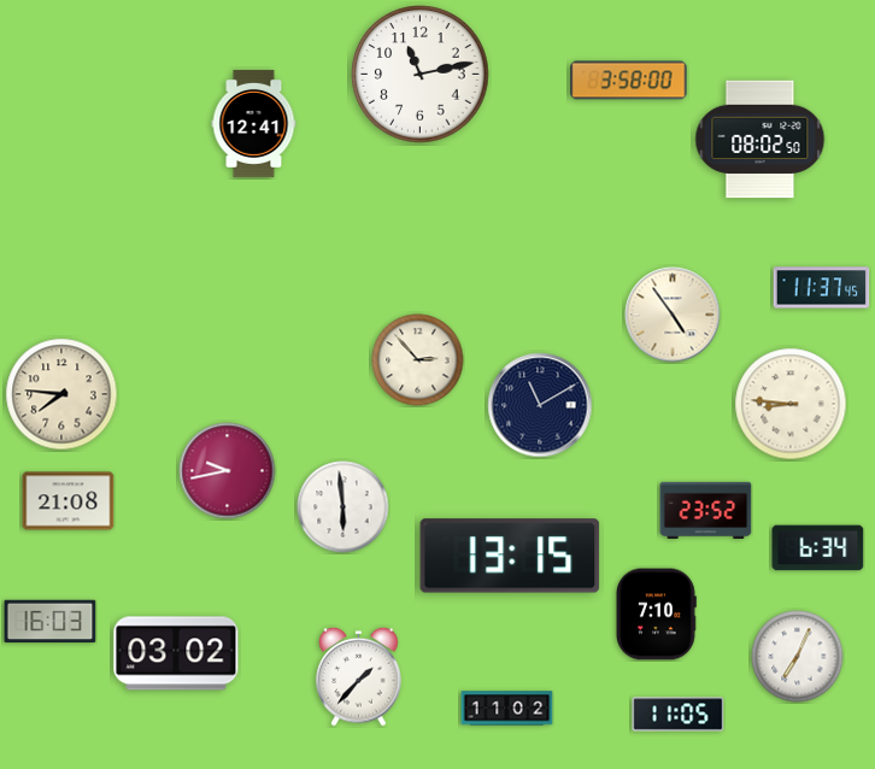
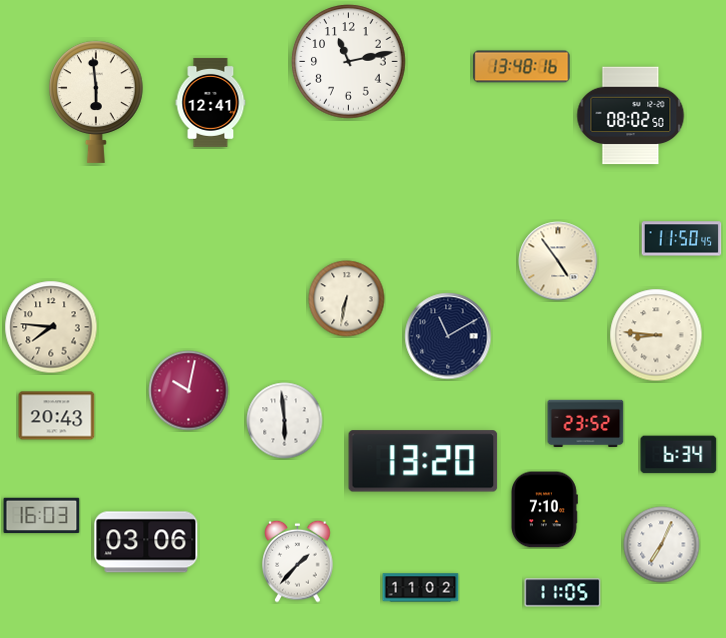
clock at (629, 81): 3:58 -> 13:48
clock at (97, 102): none -> 5:59
clock at (822, 288): 11:37 -> 11:50
clock at (418, 360): 2:53 -> 6:32
clock at (228, 471): 9:43 -> 10:02
clock at (69, 501): 21:08 -> 20:43
clock at (510, 556): 13:15 -> 13:20
clock at (176, 653): 03:02 -> 03:06
